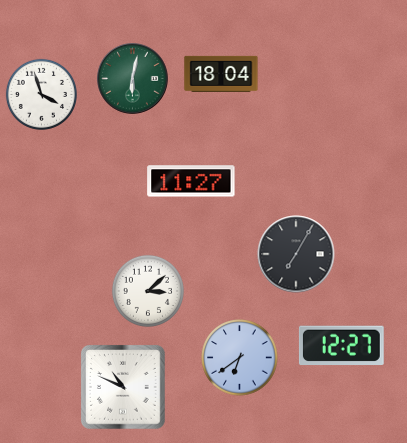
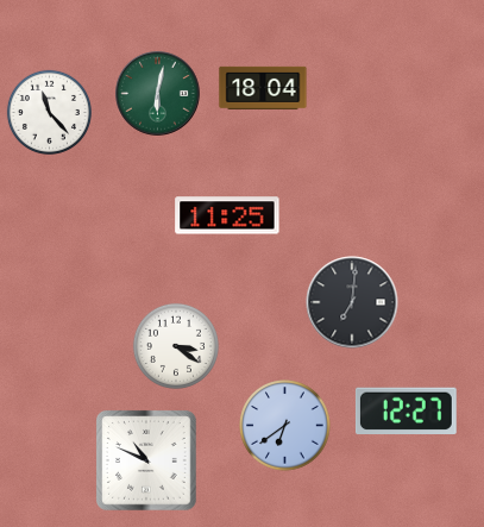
clock at (41, 94): 3:57 -> 11:23
clock at (191, 181): 11:27 -> 11:25
clock at (296, 254): 7:05 -> 7:01
clock at (148, 291): 3:08 -> 3:21
